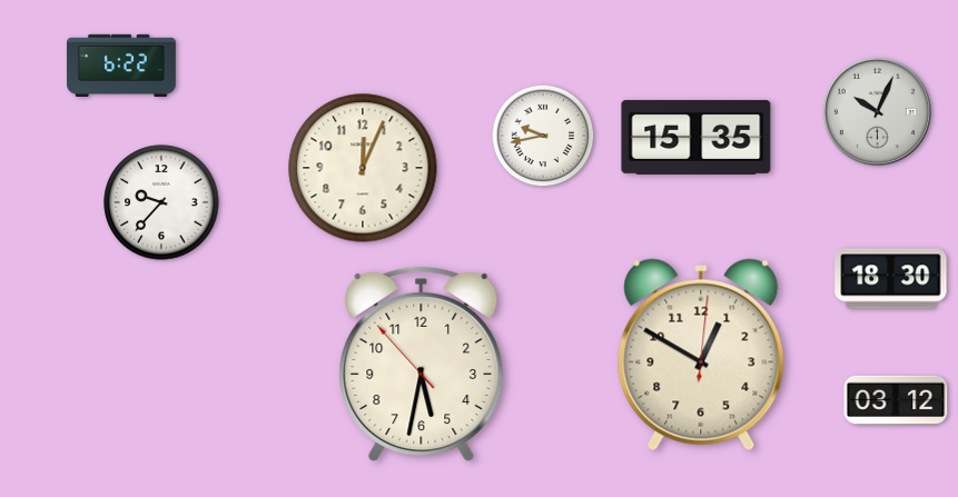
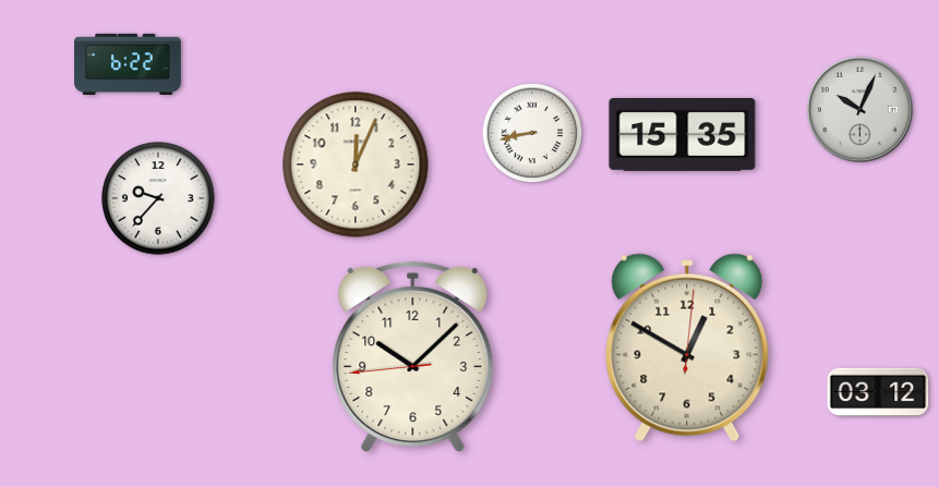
clock at (121, 66) position: (121, 66) -> (128, 64)
clock at (543, 136): 9:43 -> 8:43
clock at (891, 279): 18:30 -> none
clock at (422, 365): 5:31 -> 10:07
